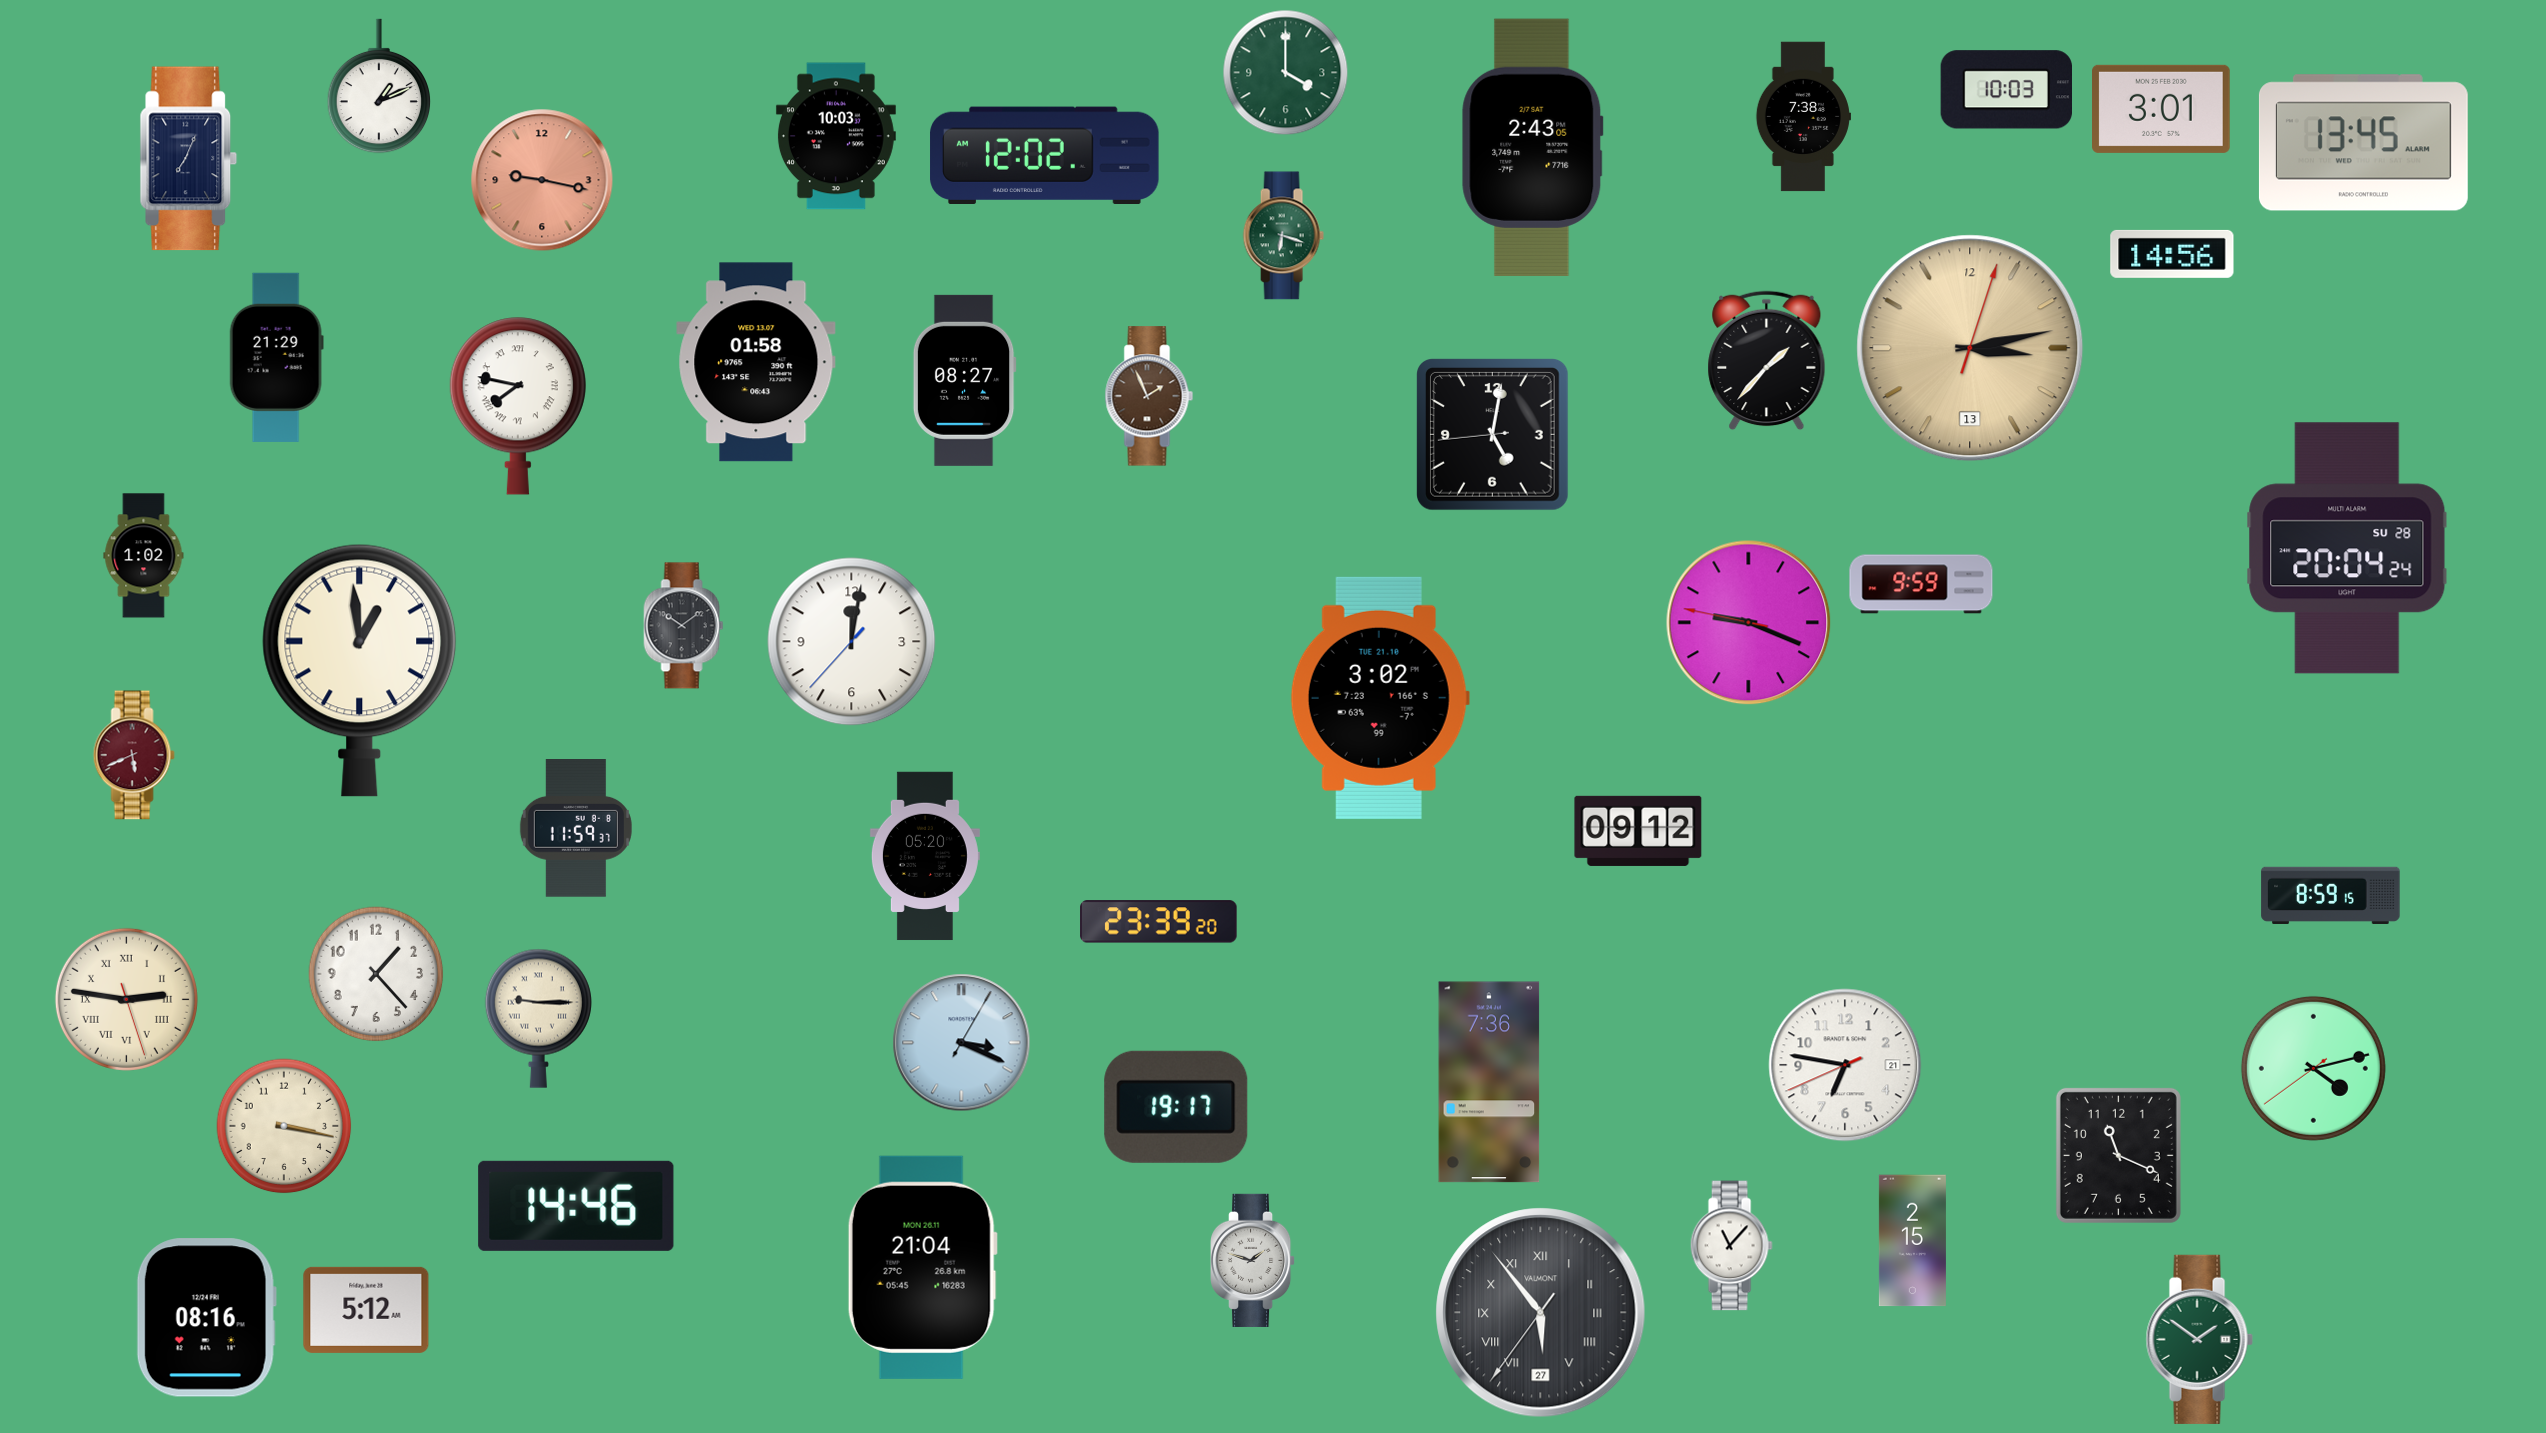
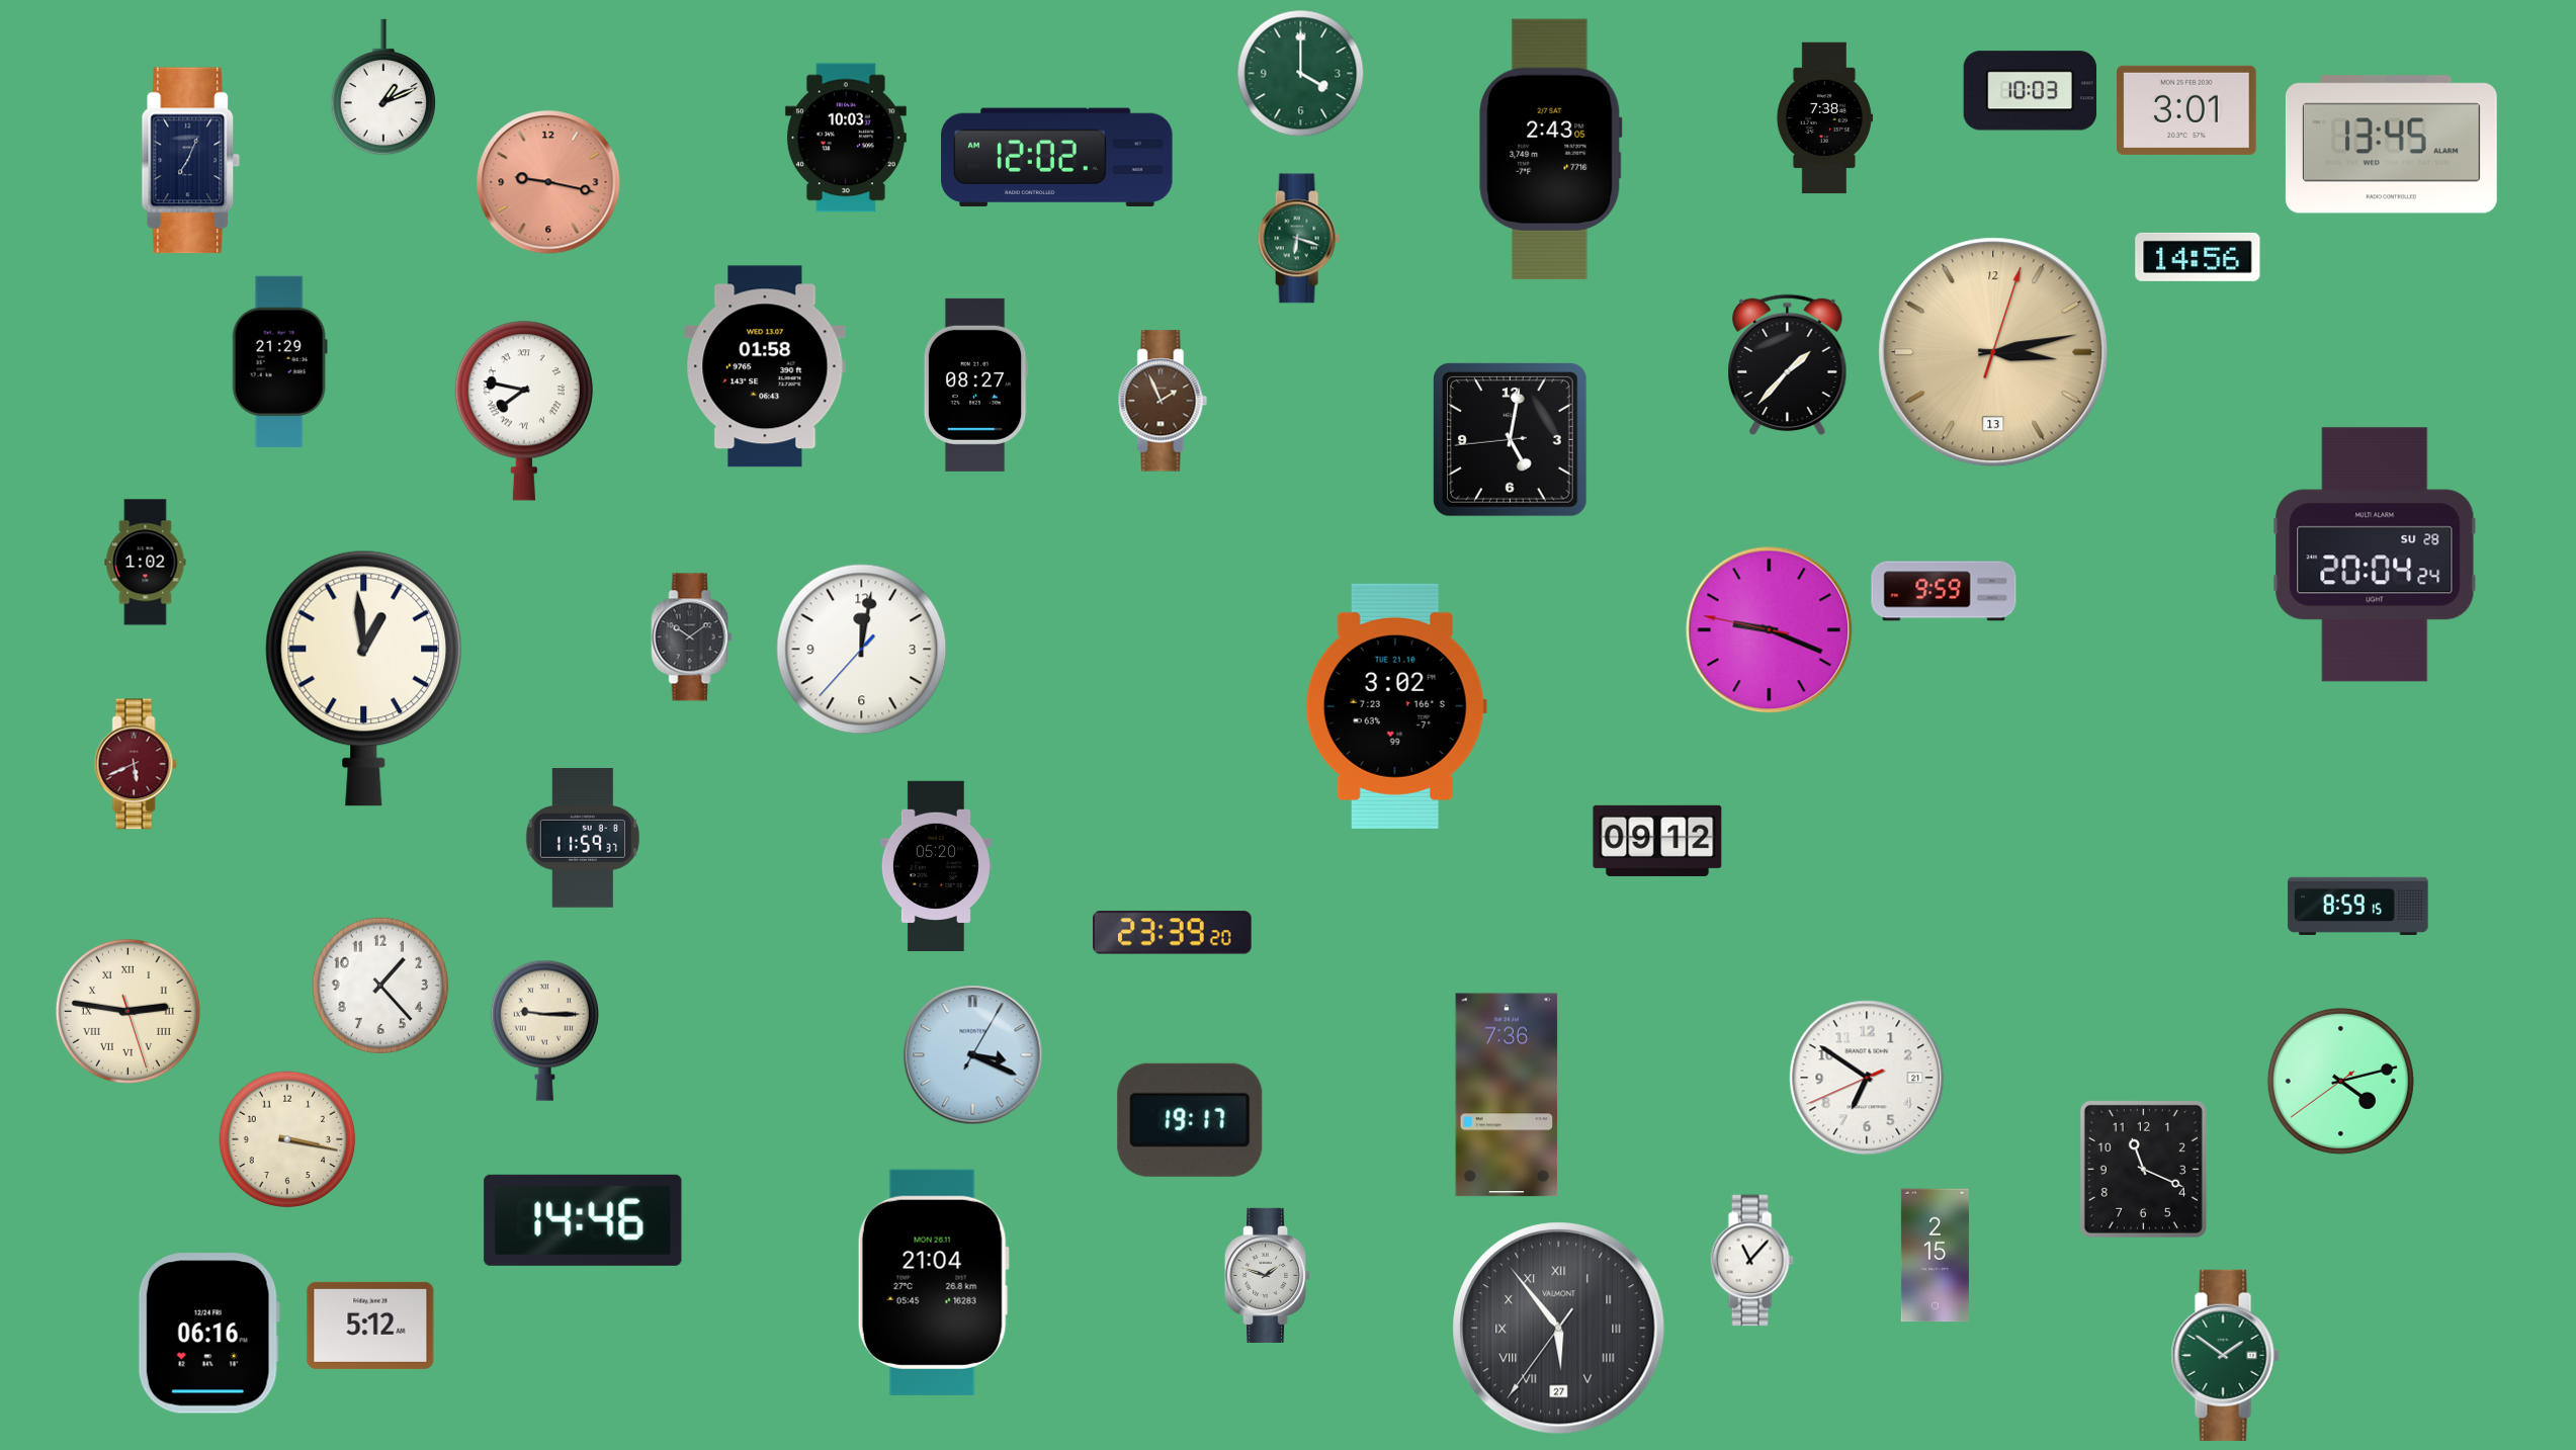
clock at (684, 626) position: (684, 626) -> (692, 637)
clock at (1845, 1065): 6:46 -> 6:50
clock at (206, 1318): 08:16 -> 06:16
